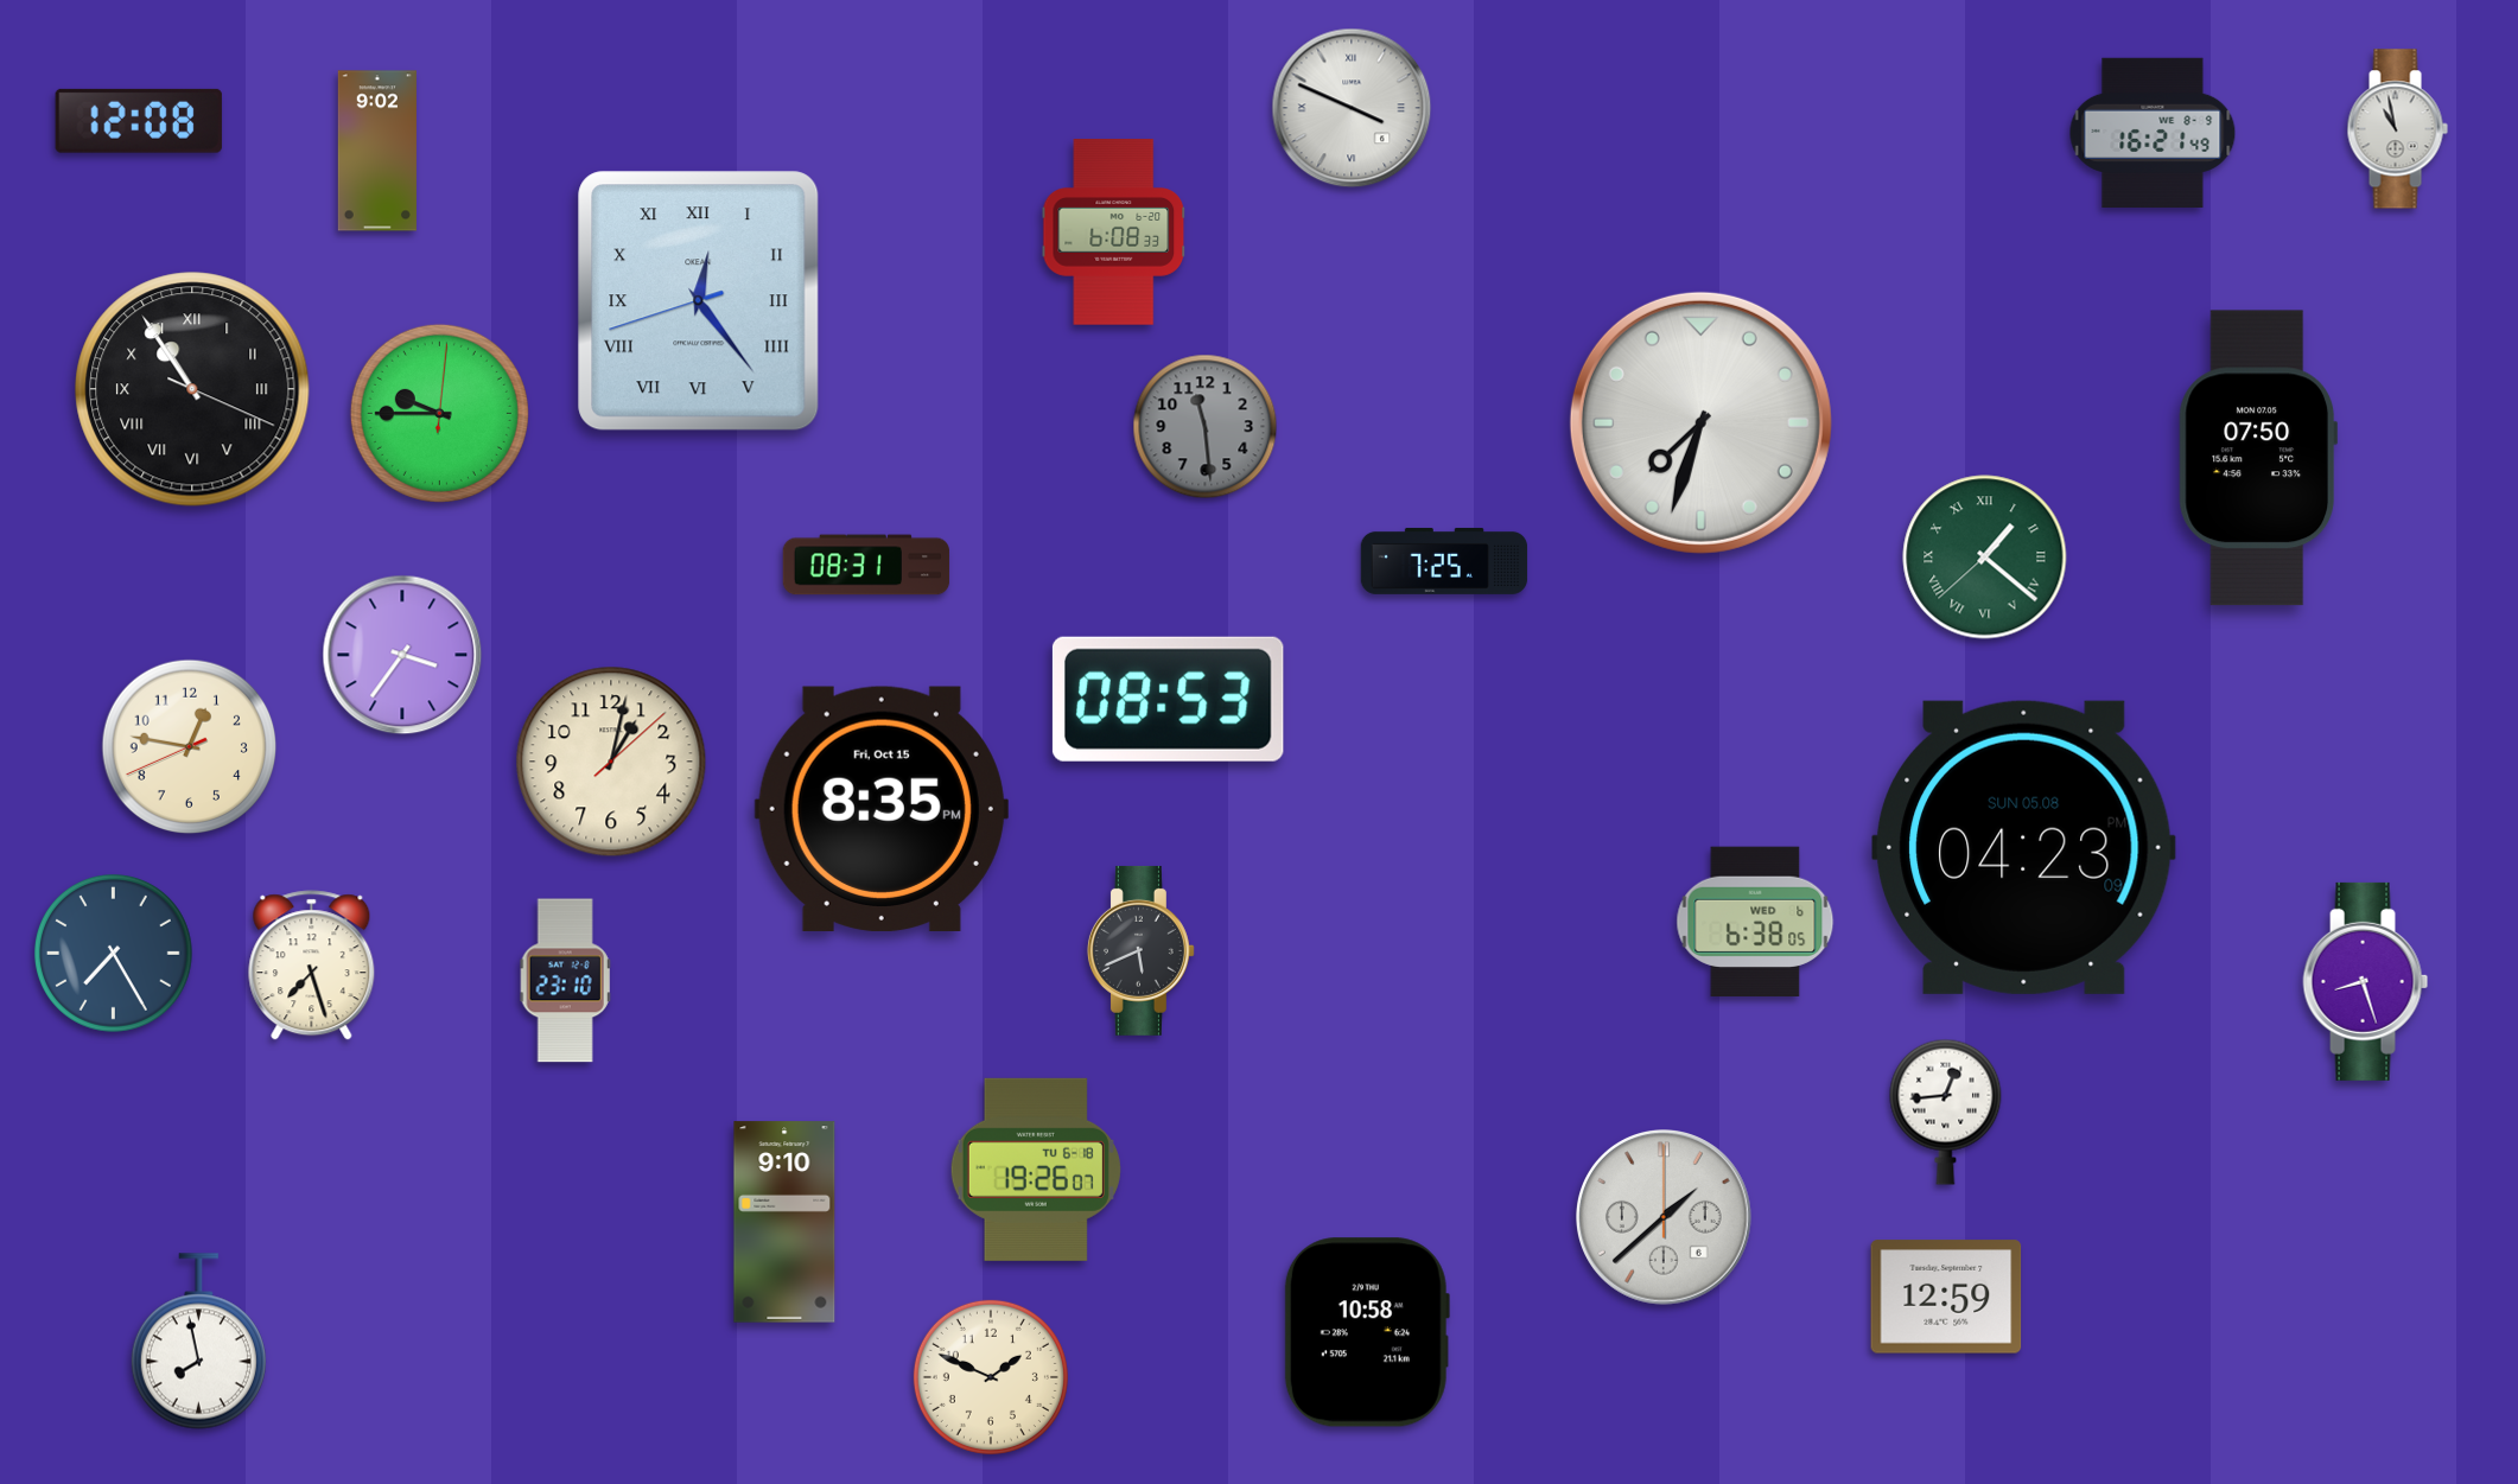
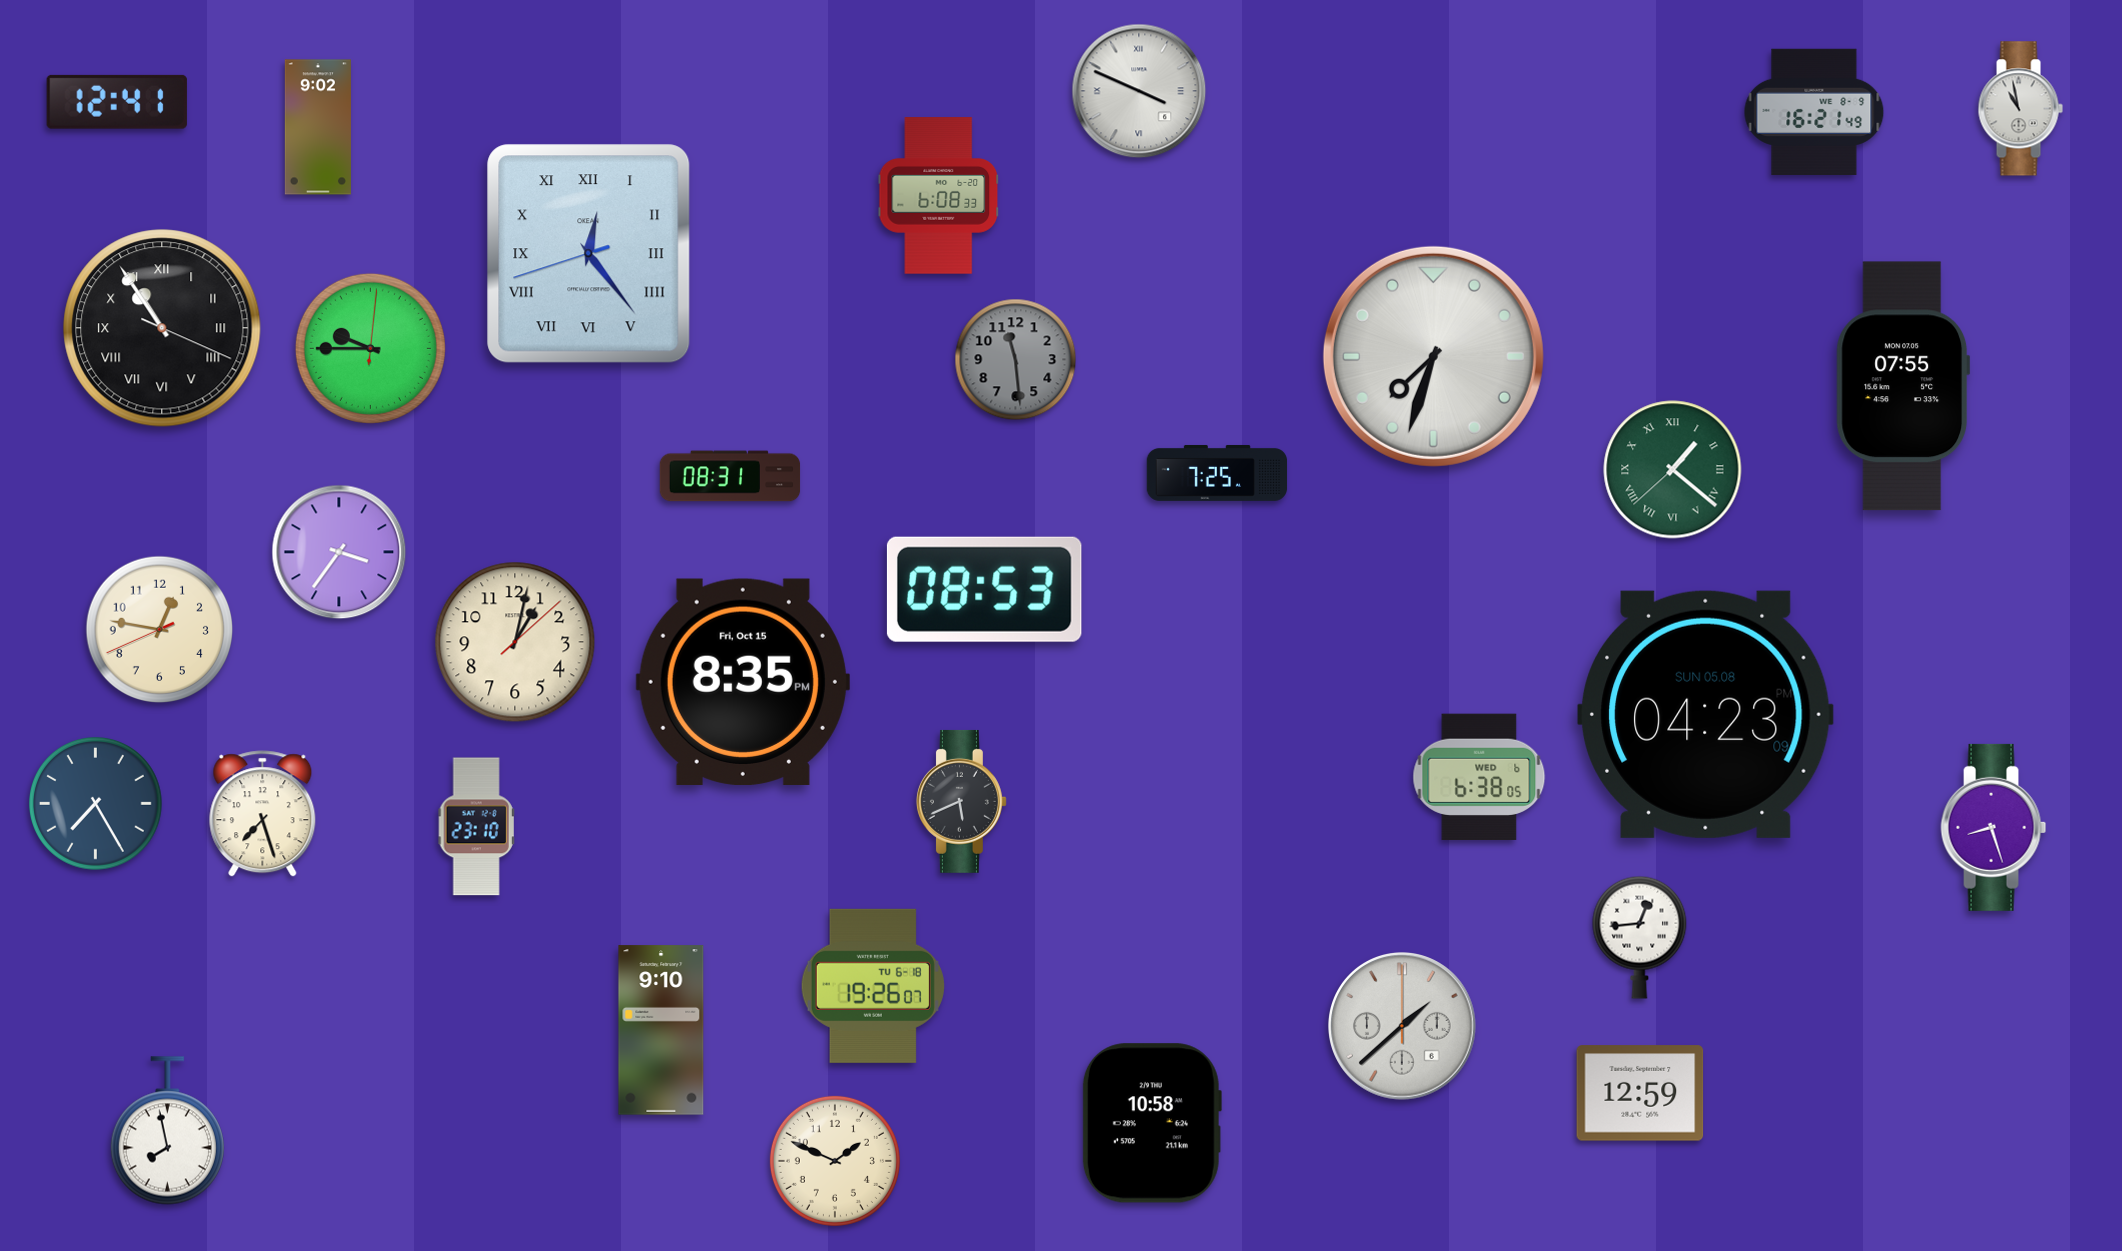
clock at (139, 121): 12:08 -> 12:41
clock at (2258, 458): 07:50 -> 07:55
